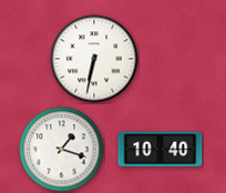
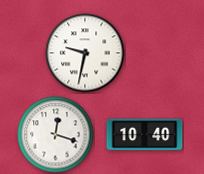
clock at (94, 59): 6:32 -> 9:32
clock at (62, 150): 1:18 -> 12:18
